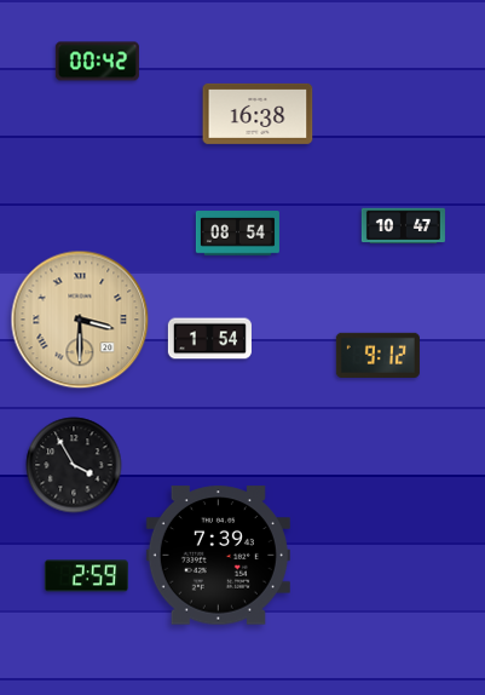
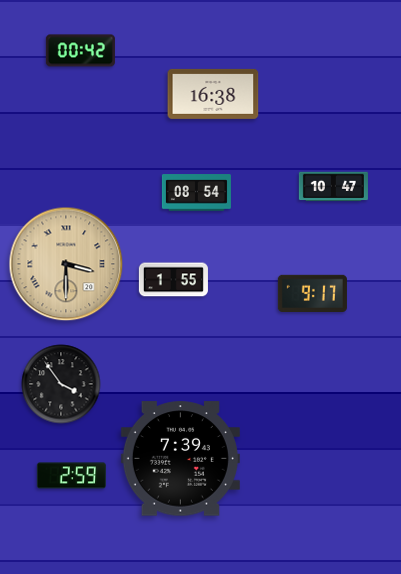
clock at (209, 339): 1:54 -> 1:55
clock at (377, 355): 9:12 -> 9:17
clock at (74, 465): 3:55 -> 3:54
